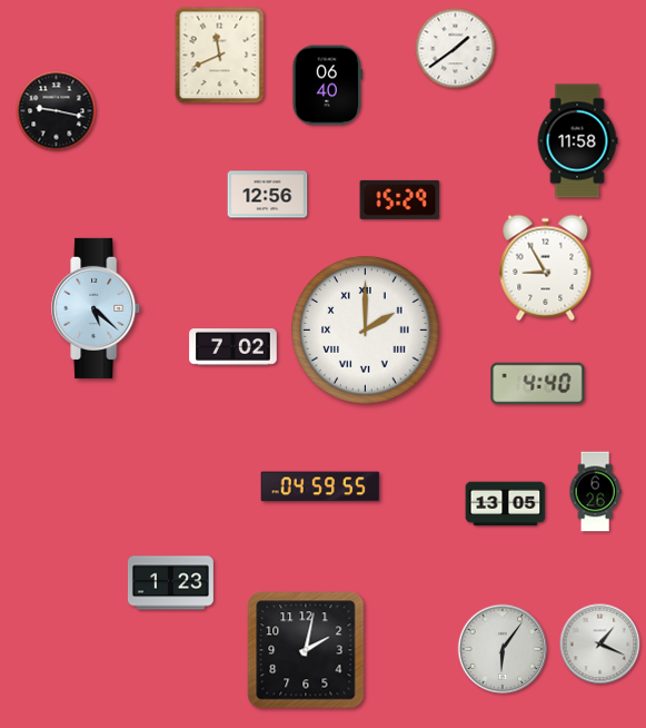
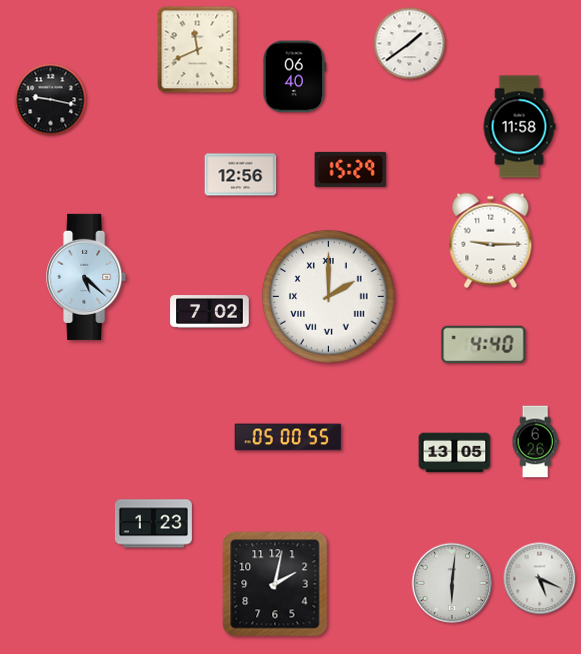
clock at (400, 199) position: (400, 199) -> (351, 169)
clock at (546, 268): 8:55 -> 9:15
clock at (320, 486): 04:59 -> 05:00
clock at (600, 645): 1:19 -> 5:19
clock at (503, 649): 6:06 -> 6:01
